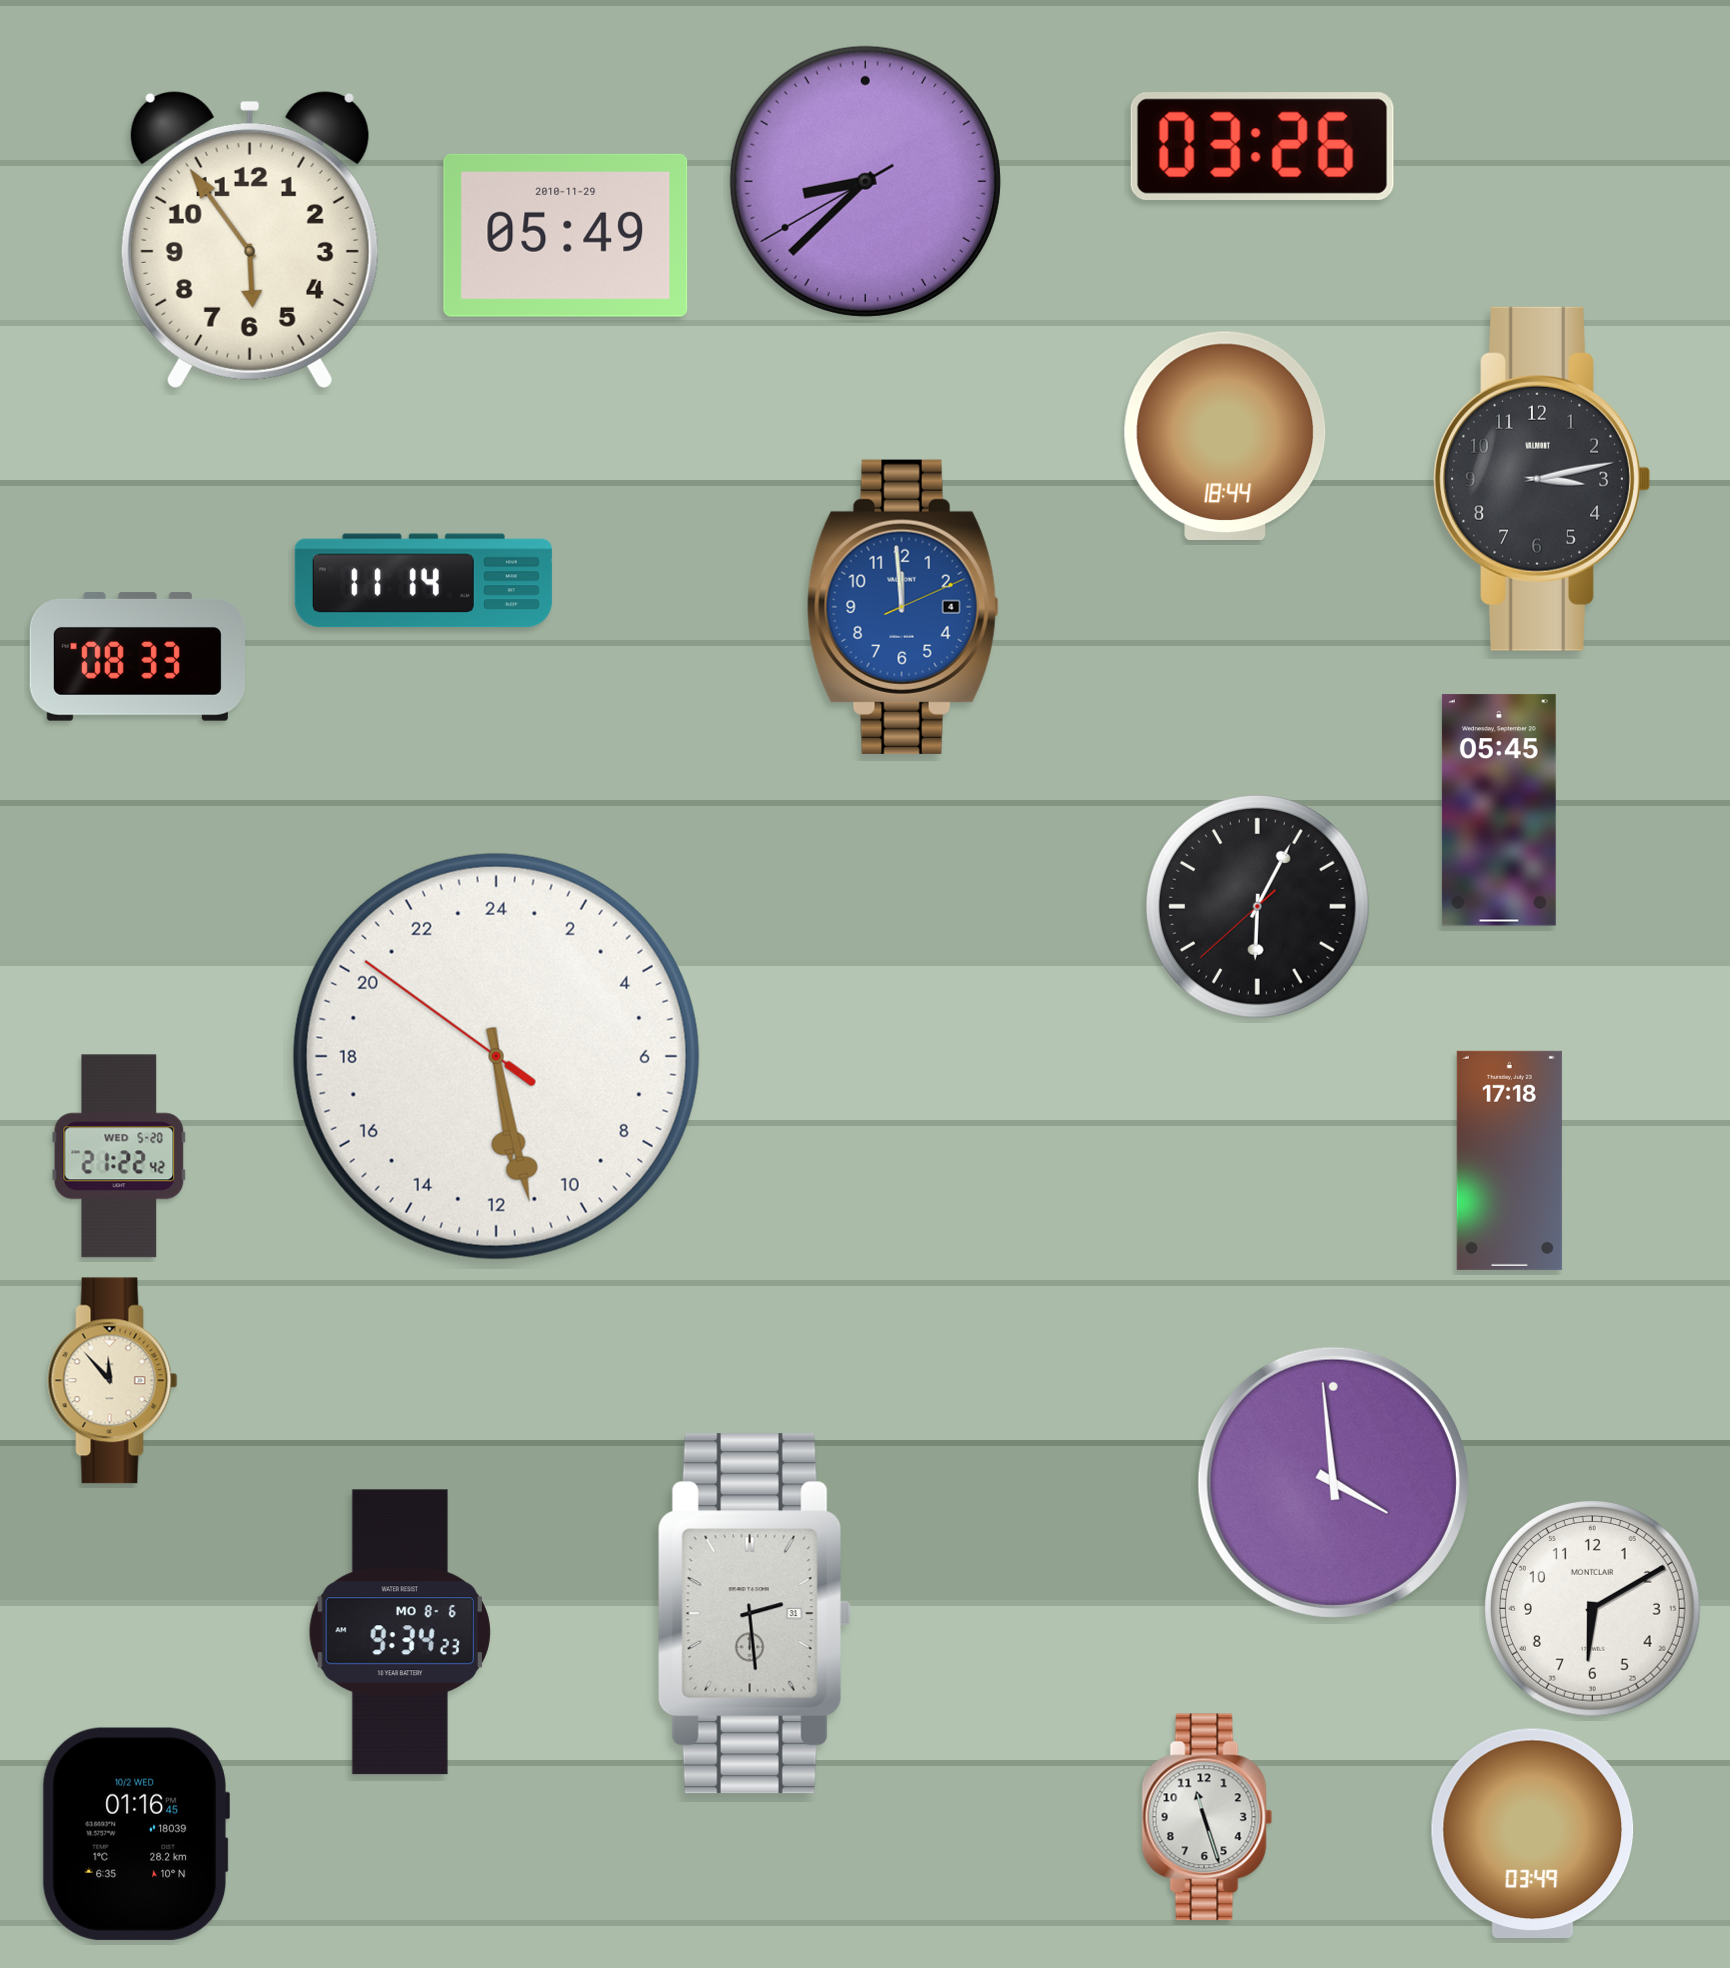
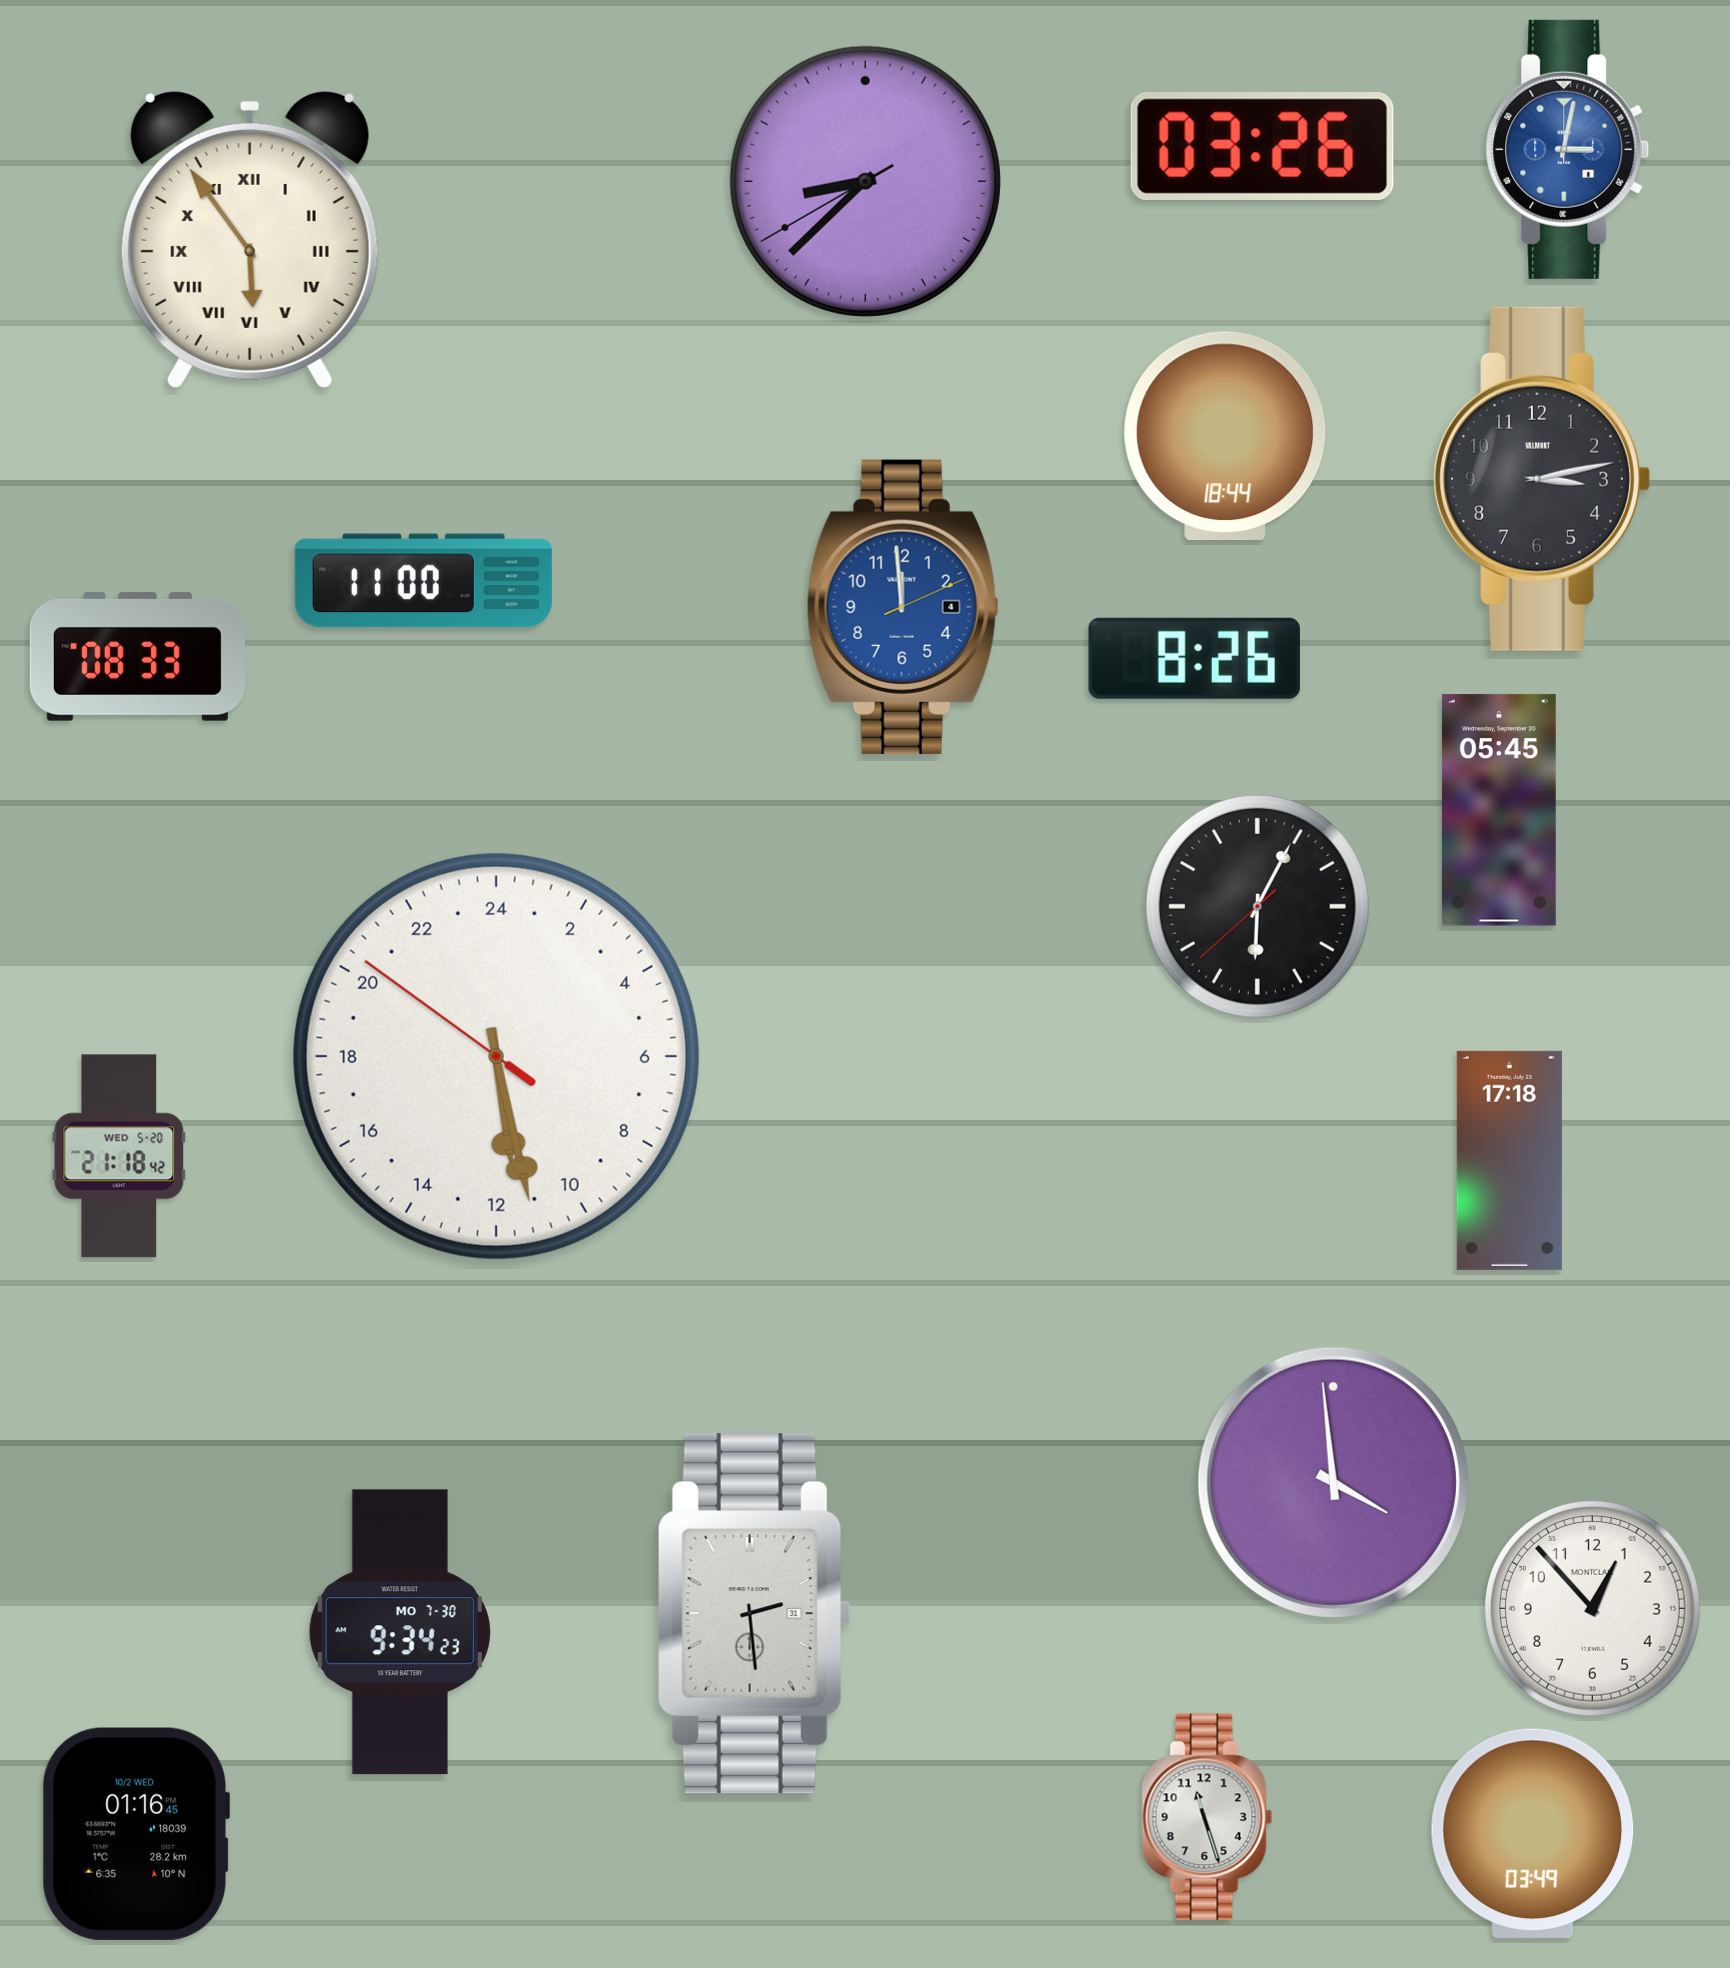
clock at (1568, 149): none -> 3:02
clock at (566, 235): 05:49 -> none
clock at (250, 239) numerals: Arabic -> Roman
clock at (423, 581): 11:14 -> 11:00
clock at (1194, 658): none -> 8:26
clock at (119, 1156): 21:22 -> 21:18
clock at (113, 1381): 11:53 -> none
clock at (1592, 1608): 6:10 -> 12:53
clock at (400, 1632) date: MO 8-6 -> MO 7-30
